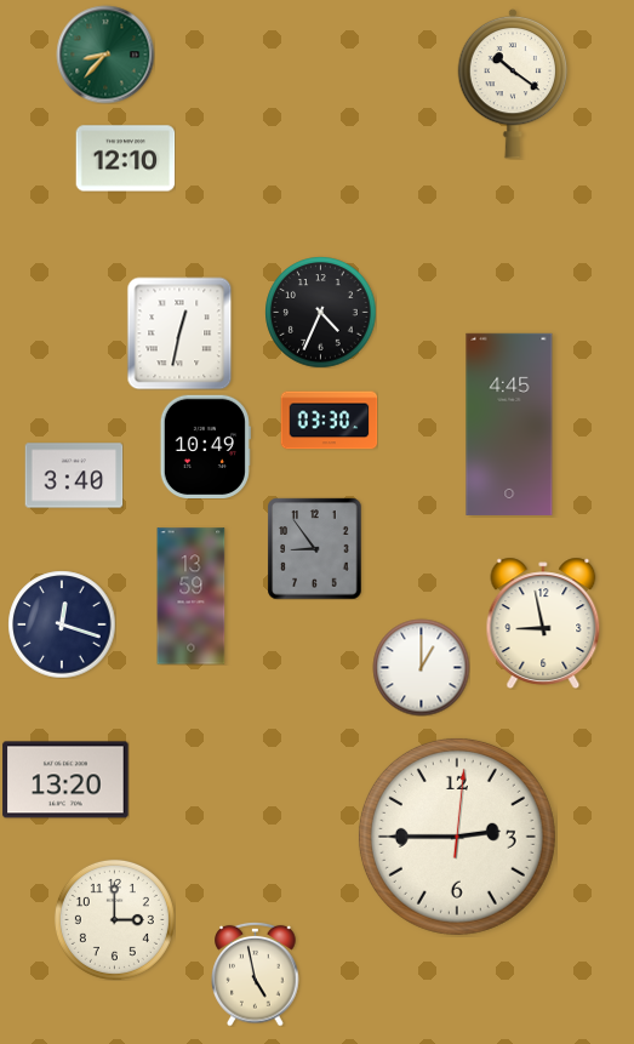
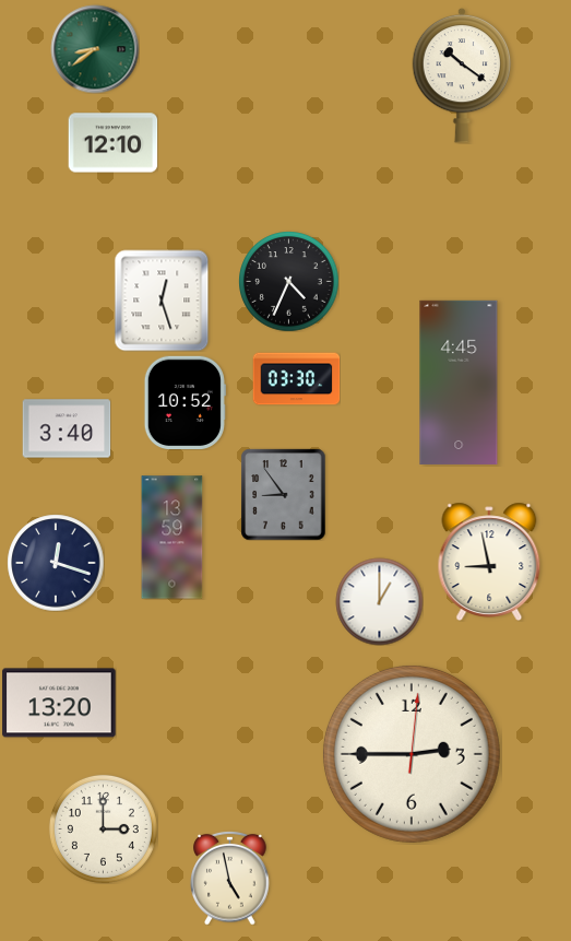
clock at (105, 55): 8:37 -> 8:39
clock at (179, 333): 12:32 -> 12:27
clock at (205, 446): 10:49 -> 10:52
